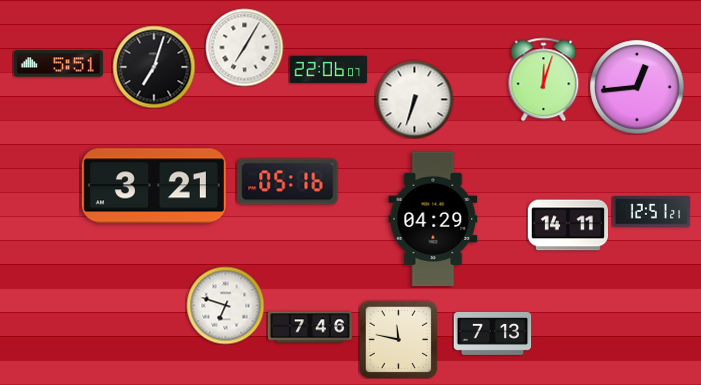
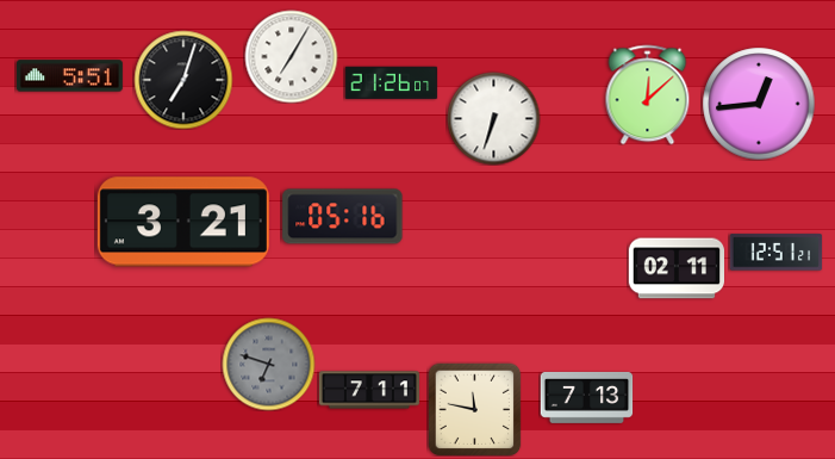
clock at (328, 70): 22:06 -> 21:26
clock at (544, 79): 12:03 -> 12:08
clock at (433, 219): 04:29 -> none
clock at (567, 225): 14:11 -> 02:11
clock at (225, 305) dial: white -> grey
clock at (310, 327): 7:46 -> 7:11
clock at (398, 339) position: (398, 339) -> (474, 409)
